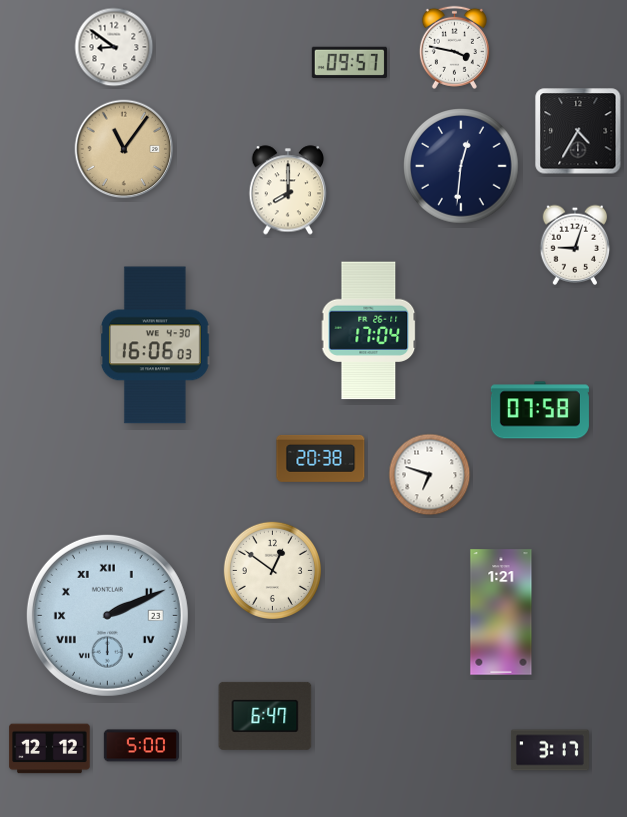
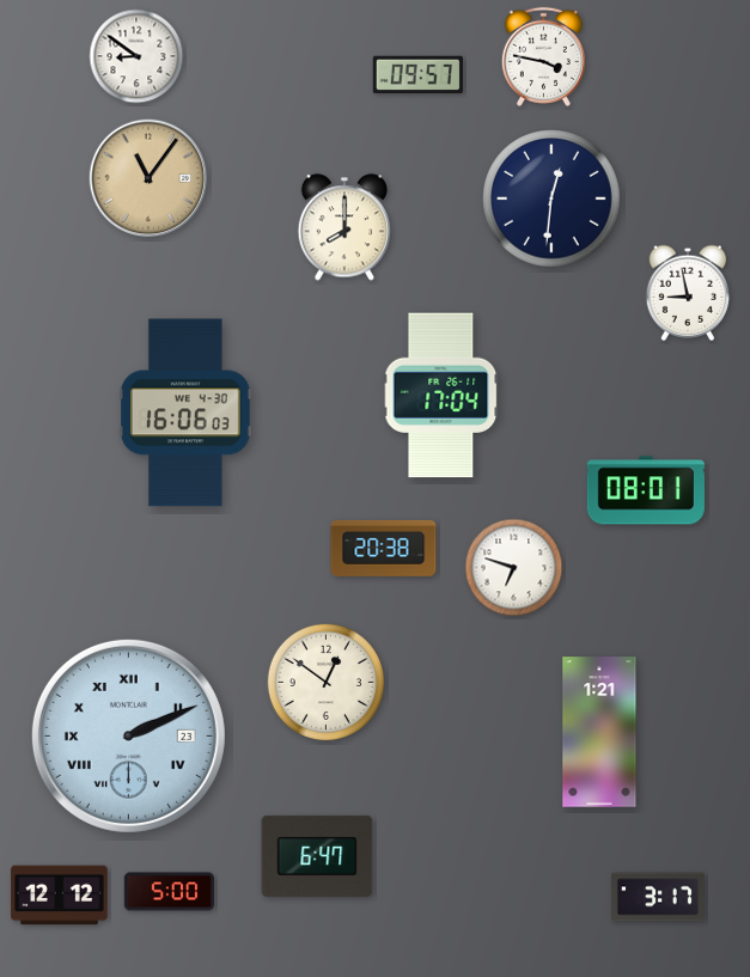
clock at (578, 131): 4:35 -> none
clock at (575, 245): 9:03 -> 8:58
clock at (540, 410): 07:58 -> 08:01
